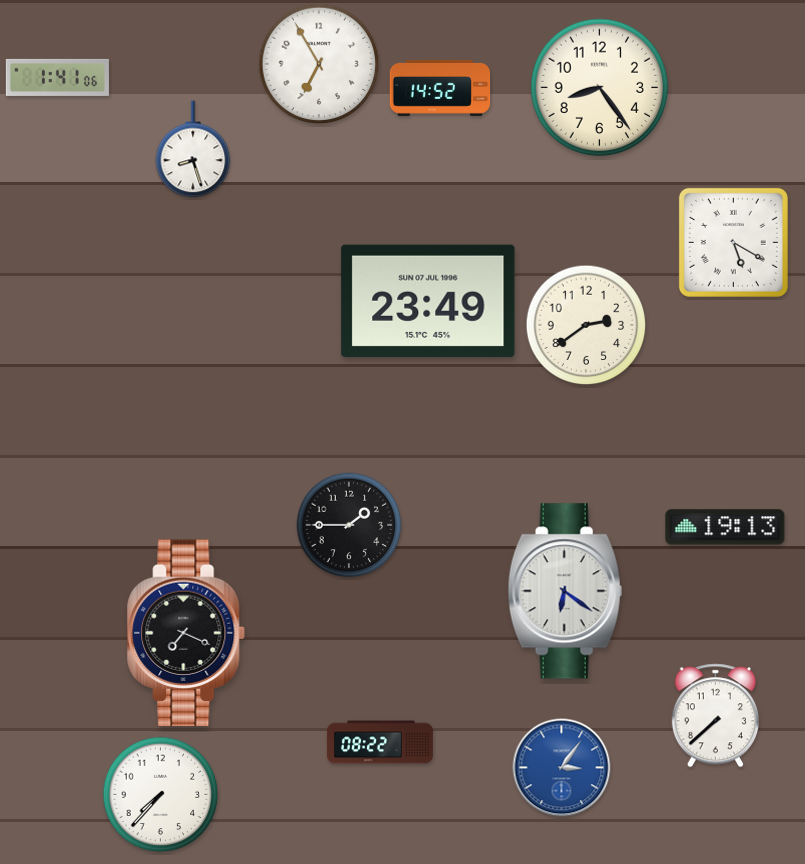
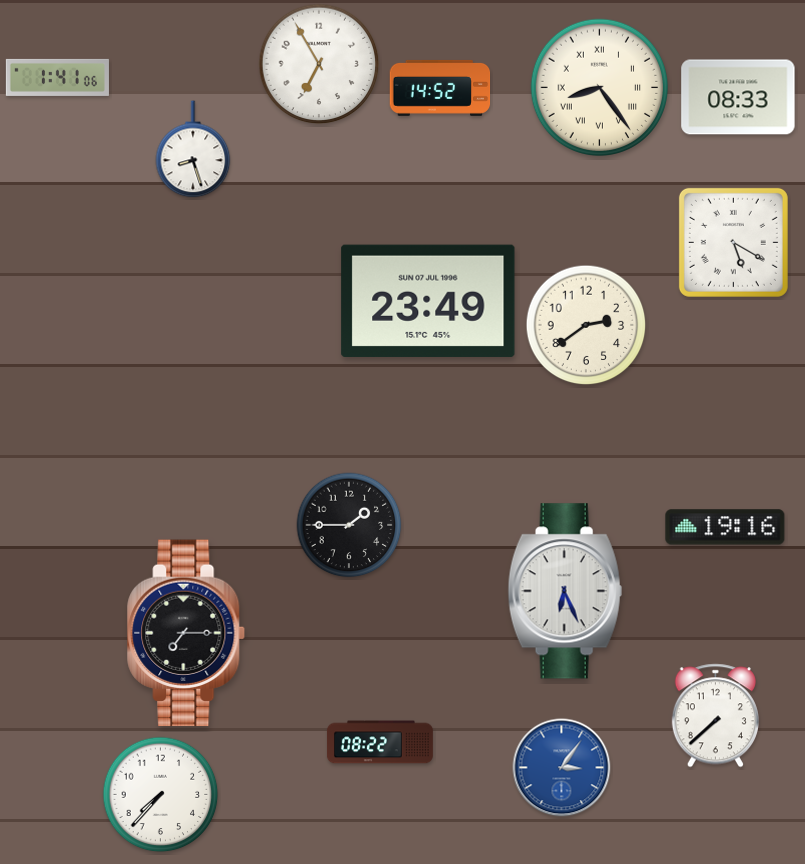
clock at (600, 88) numerals: Arabic -> Roman
clock at (738, 97): none -> 08:33
clock at (725, 527): 19:13 -> 19:16
clock at (565, 591): 6:21 -> 6:26
clock at (187, 633): 7:19 -> 7:15
